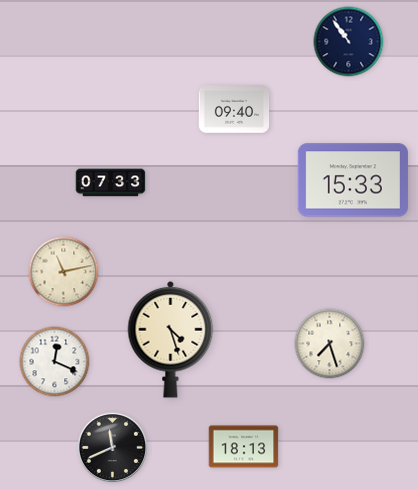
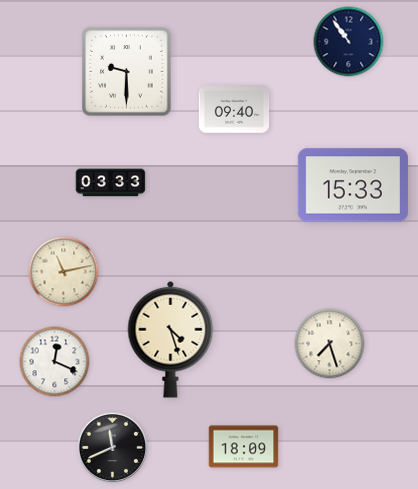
clock at (127, 72): none -> 9:30
clock at (353, 180) position: (353, 180) -> (353, 185)
clock at (111, 183): 07:33 -> 03:33
clock at (244, 447): 18:13 -> 18:09
